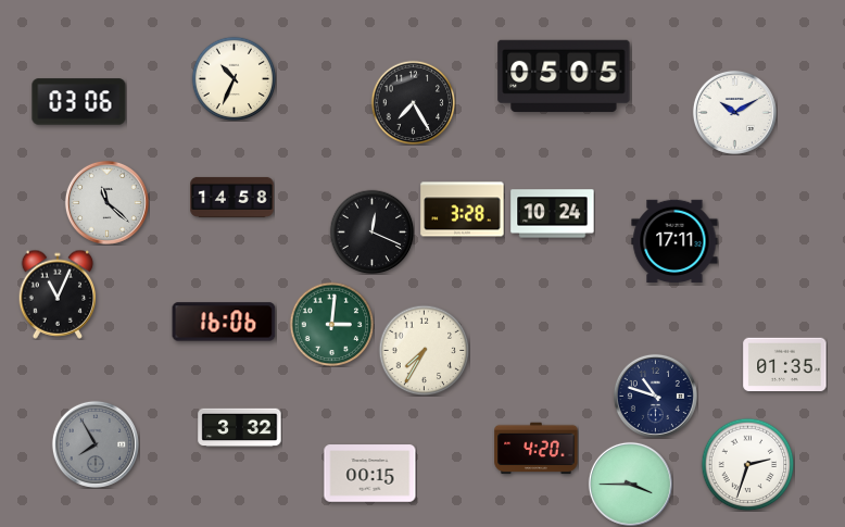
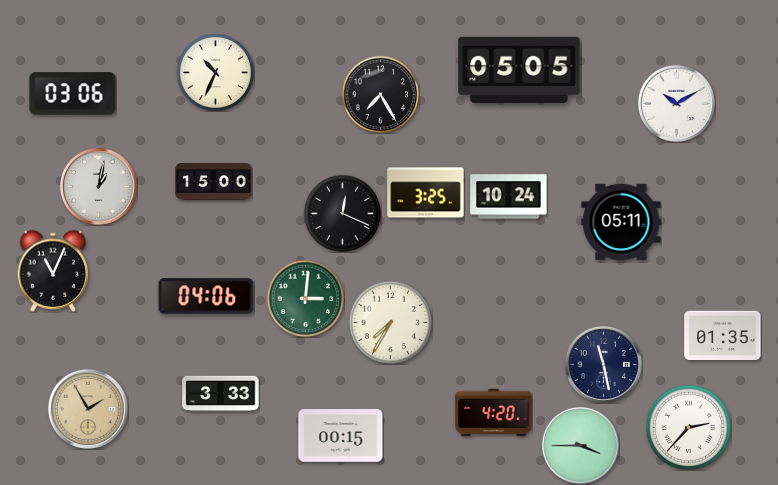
clock at (232, 197): 14:58 -> 15:00
clock at (106, 202): 11:22 -> 1:02
clock at (463, 210): 3:28 -> 3:25
clock at (674, 241): 17:11 -> 05:11
clock at (224, 322): 16:06 -> 04:06
clock at (655, 396): 10:48 -> 11:28
clock at (240, 428): 3:32 -> 3:33
clock at (96, 444): 7:55 -> 1:55
clock at (96, 444) dial: grey -> champagne
clock at (747, 464): 2:33 -> 2:37
